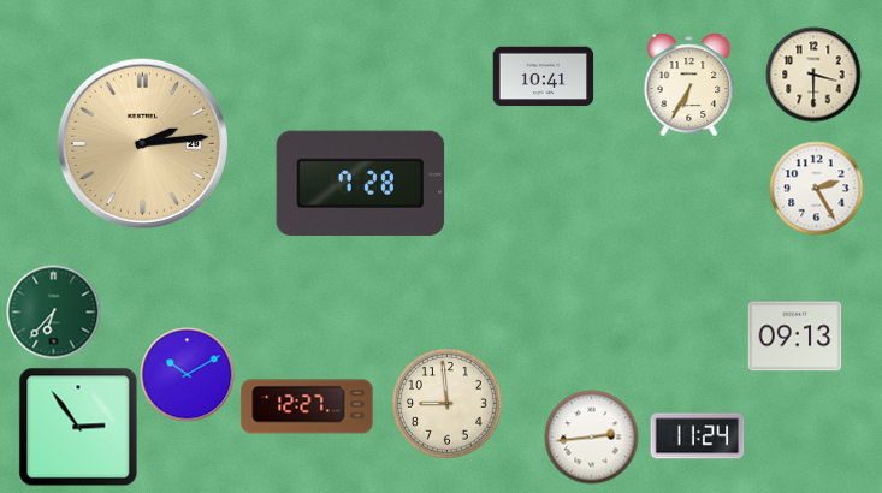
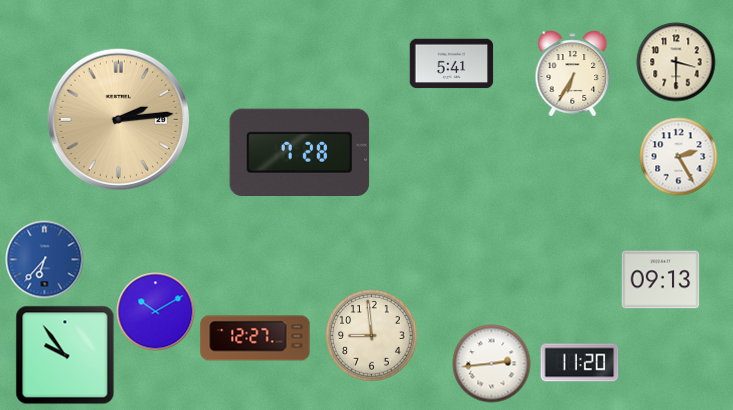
clock at (543, 77): 10:41 -> 5:41
clock at (689, 84) position: (689, 84) -> (573, 73)
clock at (53, 311) dial: green -> blue
clock at (78, 427): 2:54 -> 9:54
clock at (697, 436): 11:24 -> 11:20
